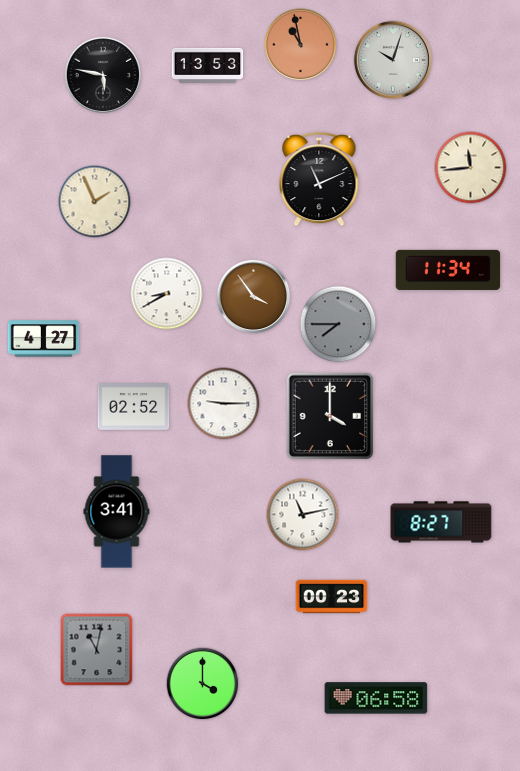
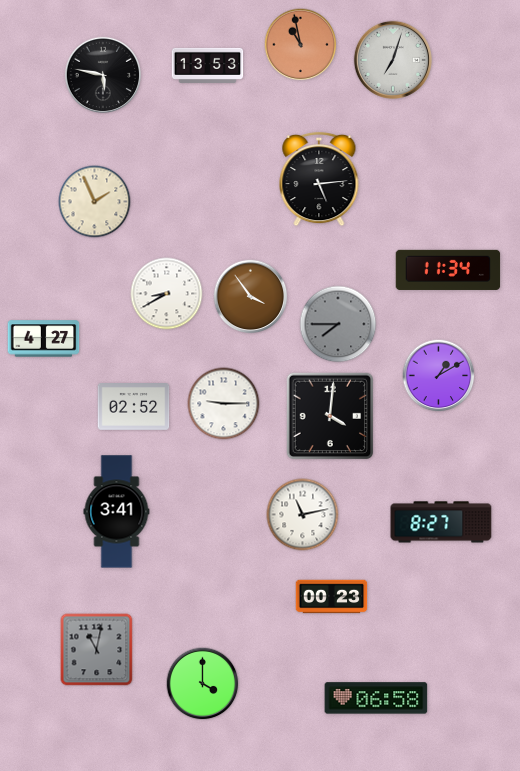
clock at (393, 60): 10:03 -> 7:03
clock at (471, 168): 11:44 -> none
clock at (319, 179): 11:11 -> 5:14
clock at (254, 297) position: (254, 297) -> (251, 297)
clock at (439, 376): none -> 1:10
clock at (330, 416): 4:00 -> 4:01
